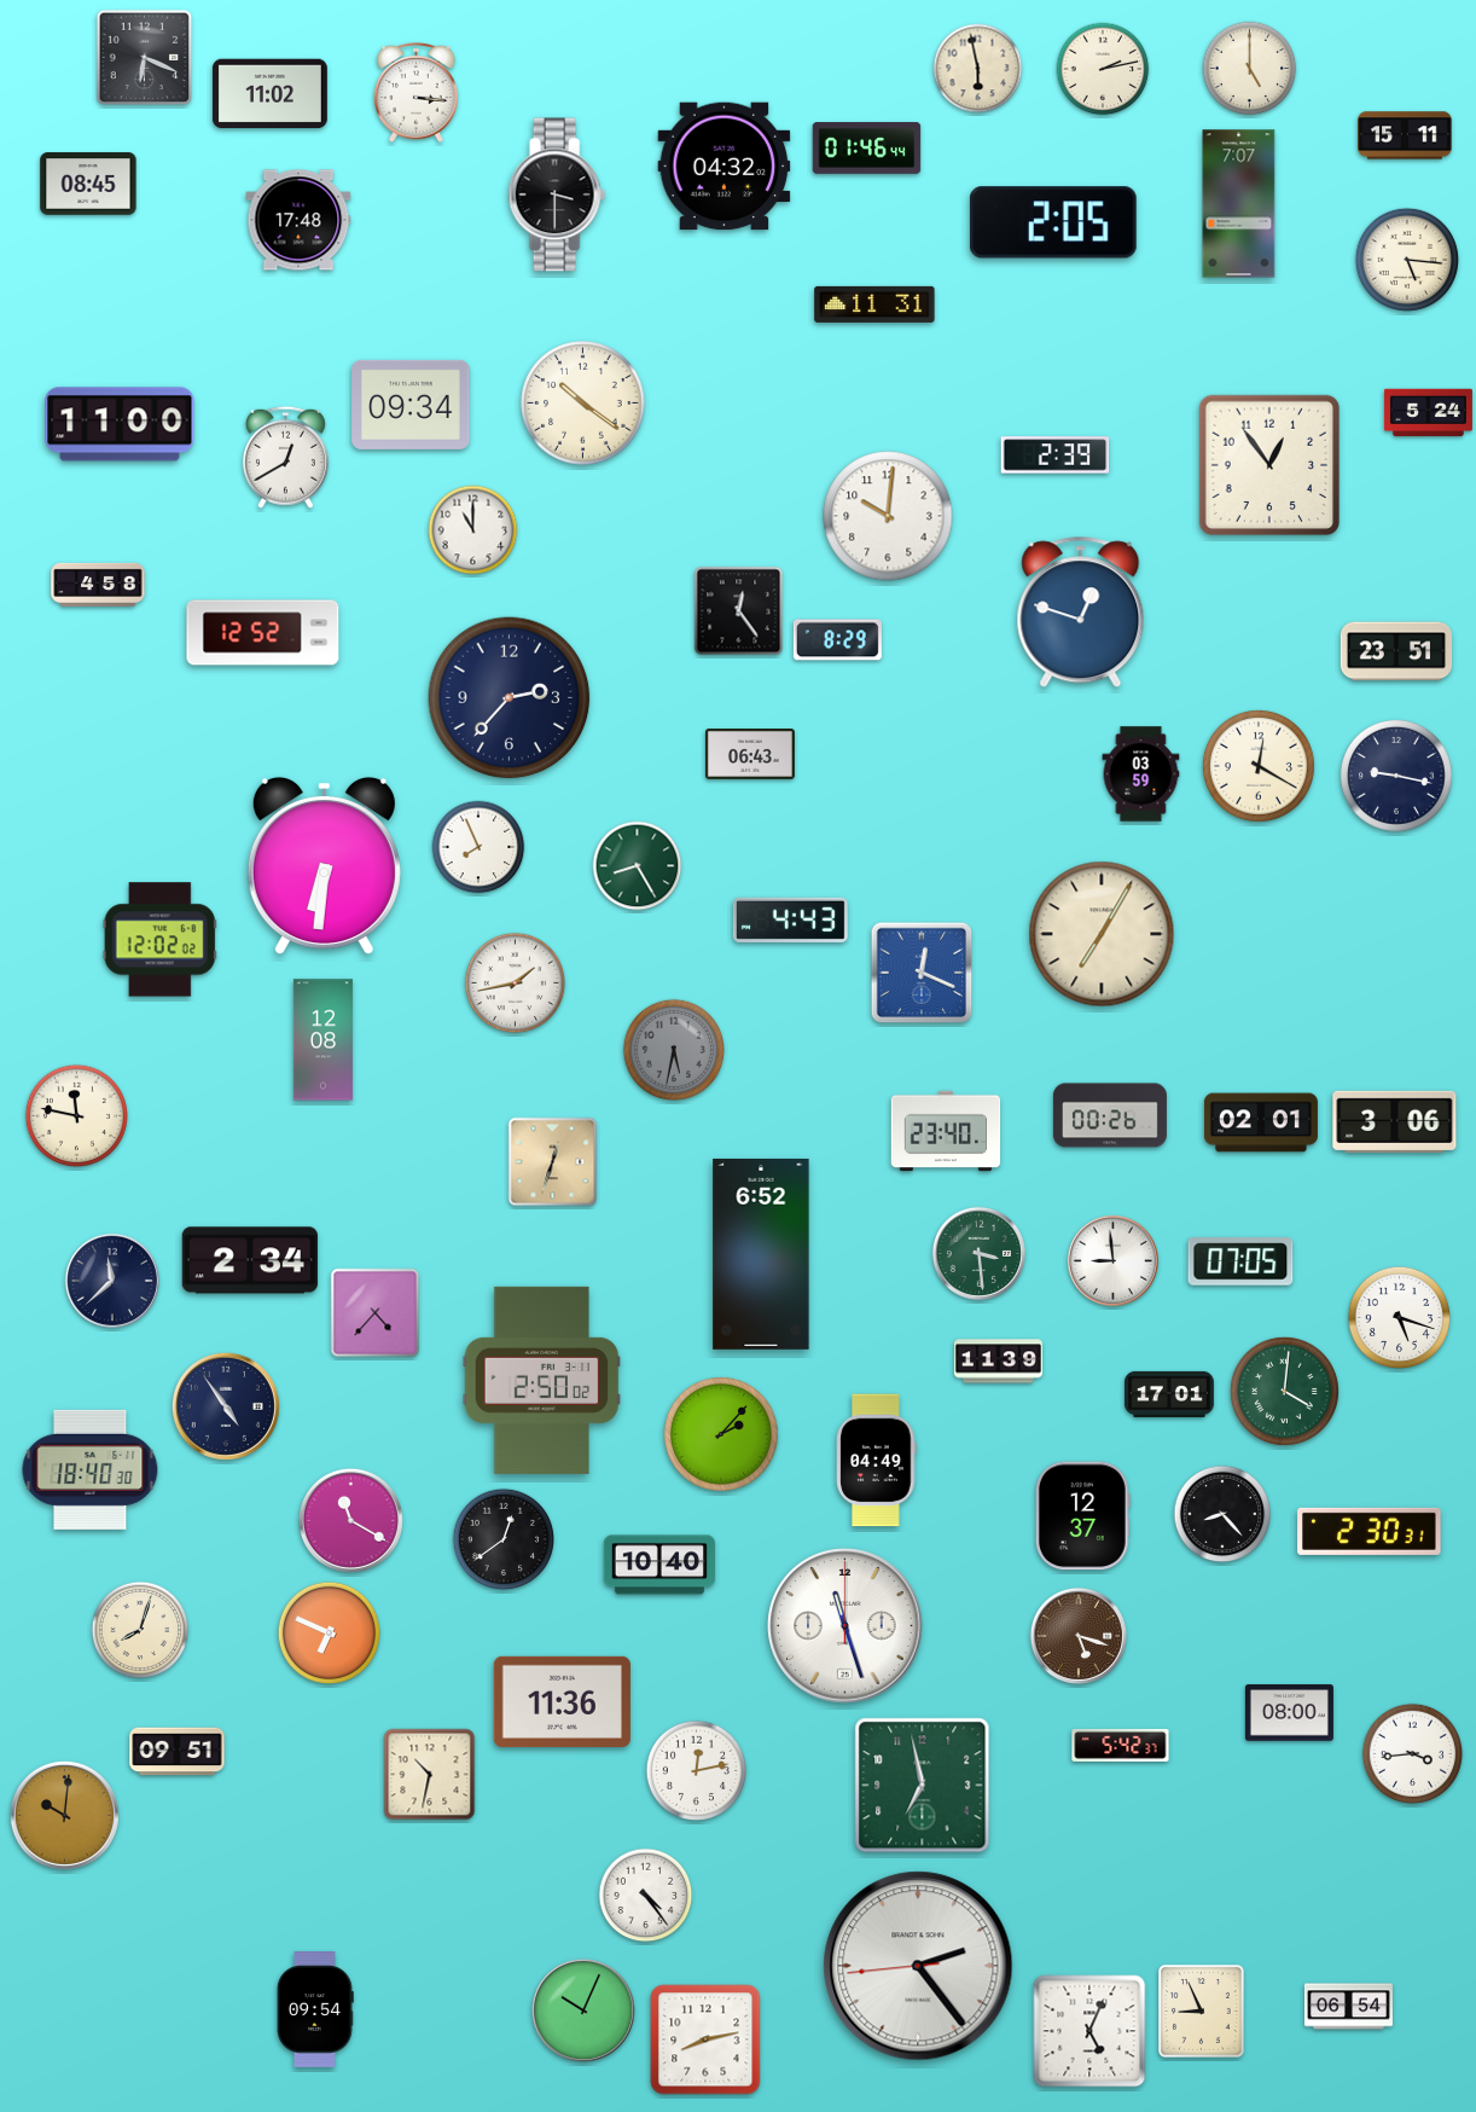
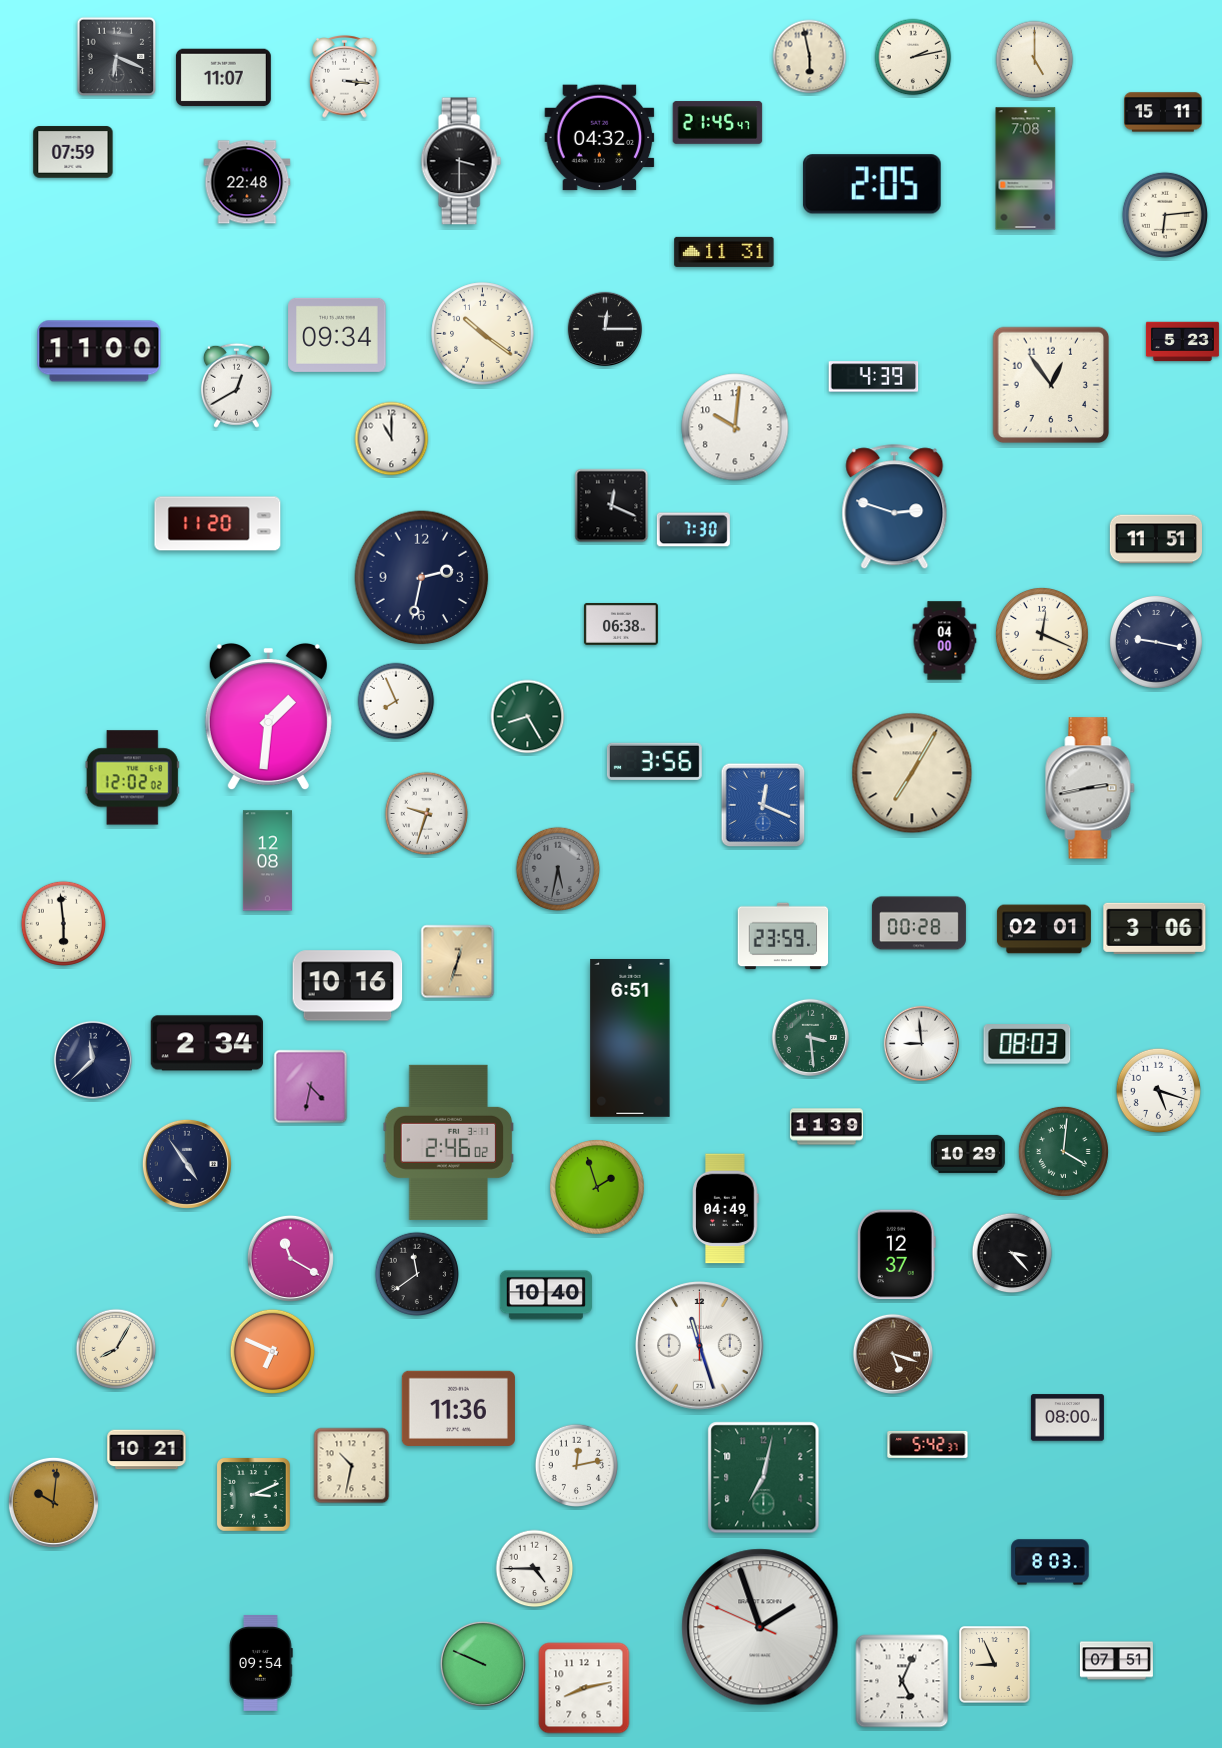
clock at (145, 58) position: (145, 58) -> (117, 57)
clock at (1250, 69) position: (1250, 69) -> (1035, 60)
clock at (269, 94): 11:02 -> 11:07
clock at (867, 149): 01:46 -> 21:45
clock at (88, 184): 08:45 -> 07:59
clock at (1239, 204): 7:07 -> 7:08
clock at (298, 220): 17:48 -> 22:48
clock at (1407, 260): 5:16 -> 6:14
clock at (604, 328): none -> 12:15
clock at (411, 405) position: (411, 405) -> (337, 335)
clock at (1428, 413): 5:24 -> 5:23
clock at (1056, 456): 2:39 -> 4:39
clock at (285, 457) position: (285, 457) -> (236, 385)
clock at (98, 585): 4:58 -> none
clock at (739, 611): 12:24 -> 12:19
clock at (1081, 613): 12:48 -> 2:48
clock at (263, 633): 12:52 -> 11:20
clock at (837, 640): 8:29 -> 7:30
clock at (1395, 651): 23:51 -> 11:51
clock at (510, 698): 2:37 -> 2:32
clock at (750, 755): 06:43 -> 06:38
clock at (1259, 766): 12:20 -> 12:19
clock at (1141, 774): 03:59 -> 04:00
clock at (324, 866): 6:31 -> 1:31
clock at (790, 919): 4:43 -> 3:56
clock at (1090, 788): none -> 2:43
clock at (516, 984): 1:43 -> 9:33
clock at (76, 1115): 11:47 -> 5:59
clock at (1110, 1115): 00:26 -> 00:28
clock at (946, 1131): 23:40 -> 23:59
clock at (348, 986): none -> 10:16
clock at (761, 1254): 6:52 -> 6:51
clock at (1240, 1261): 07:05 -> 08:03
clock at (376, 1313): 4:37 -> 4:32
clock at (542, 1380): 2:50 -> 2:46
clock at (1169, 1394): 17:01 -> 10:29
clock at (722, 1435): 2:07 -> 1:57
clock at (91, 1469): 18:40 -> none
clock at (1222, 1514): 8:23 -> 3:23
clock at (1370, 1531): 2:30 -> none
clock at (502, 1538): 12:39 -> 11:39
clock at (140, 1630): 8:03 -> 8:05
clock at (562, 1701) position: (562, 1701) -> (458, 1408)
clock at (178, 1752): 09:51 -> 10:21
clock at (1413, 1754): 3:44 -> none
clock at (430, 1775) position: (430, 1775) -> (352, 1466)
clock at (923, 1786): 6:58 -> 7:02
clock at (253, 1494): none -> 3:11
clock at (1050, 1562): none -> 8:03
clock at (646, 1896): 4:24 -> 4:45
clock at (918, 1966): 2:23 -> 1:56
clock at (1348, 2007): 06:54 -> 07:51
clock at (583, 2011): 10:04 -> 9:49
